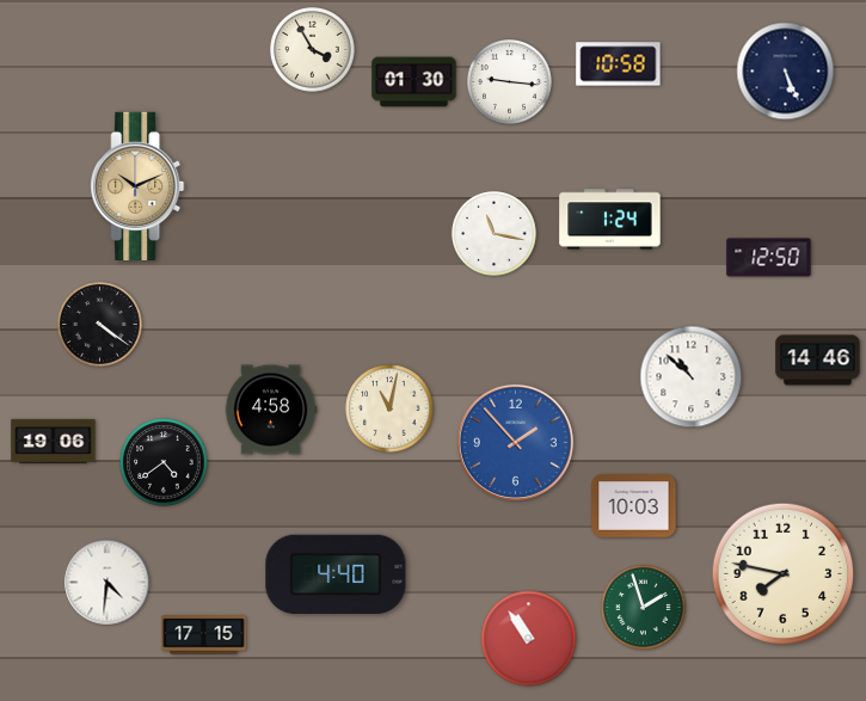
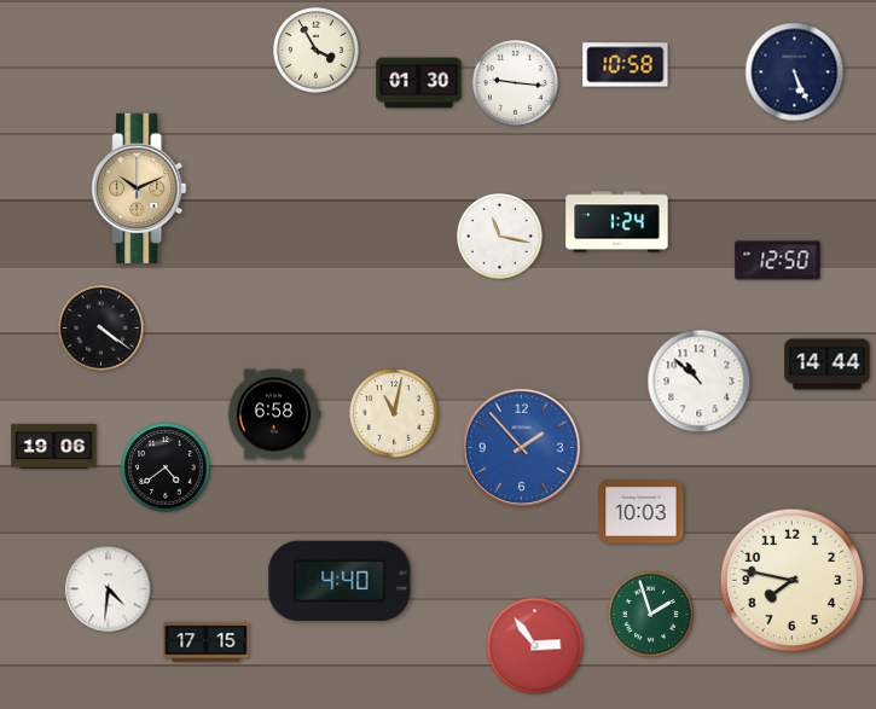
clock at (818, 361): 14:46 -> 14:44
clock at (271, 410): 4:58 -> 6:58
clock at (529, 639): 10:54 -> 2:54
